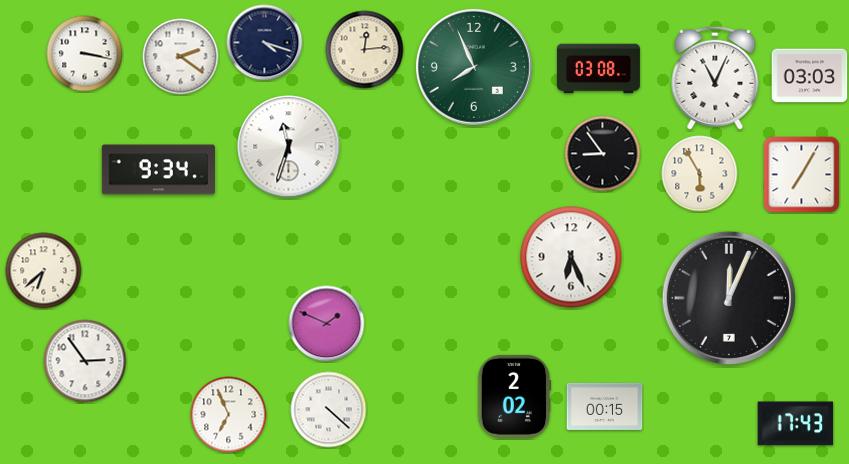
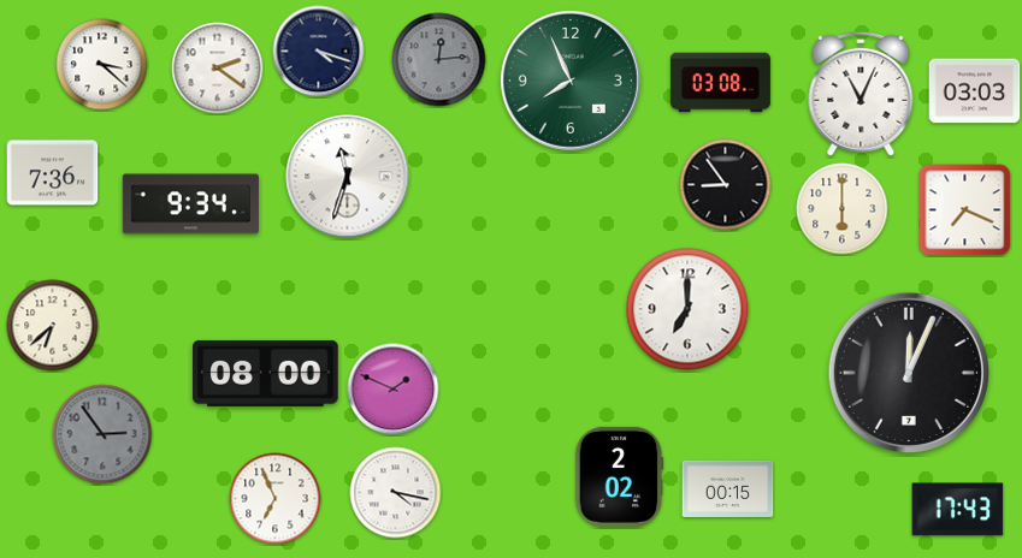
clock at (365, 50) dial: cream -> grey
clock at (85, 54): 3:17 -> 3:22
clock at (53, 173): none -> 7:36
clock at (700, 174): 5:55 -> 6:00
clock at (802, 175): 7:05 -> 7:19
clock at (571, 257): 6:26 -> 7:00
clock at (729, 298) position: (729, 298) -> (909, 373)
clock at (266, 373): none -> 08:00
clock at (85, 361) dial: white -> grey
clock at (329, 410): 4:22 -> 4:17
